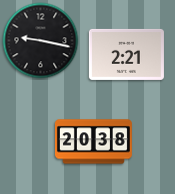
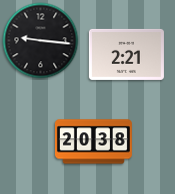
clock at (41, 41): 9:17 -> 9:16
